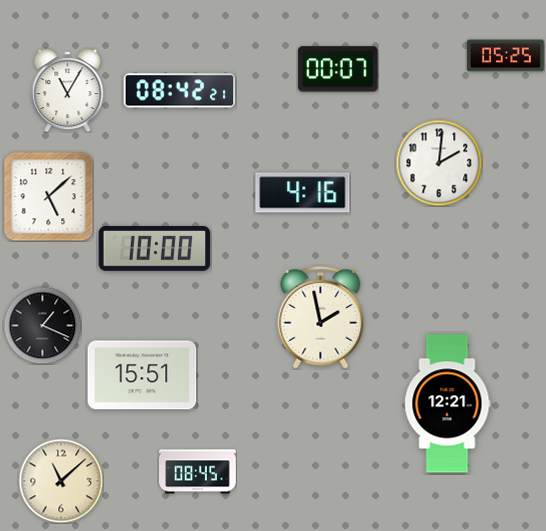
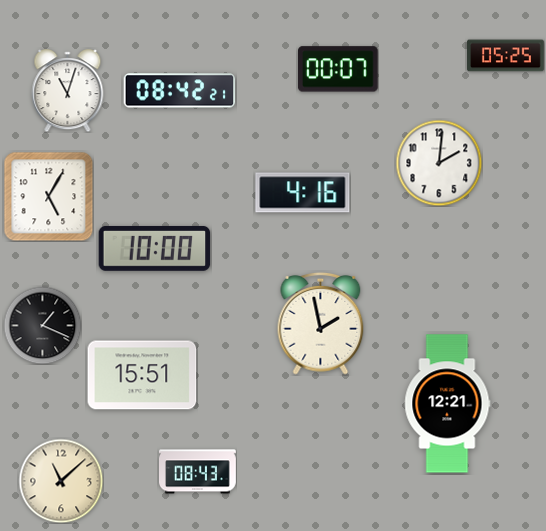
clock at (68, 91): 11:05 -> 11:03
clock at (48, 196): 5:08 -> 5:05
clock at (321, 317) position: (321, 317) -> (321, 323)
clock at (198, 472): 08:45 -> 08:43
